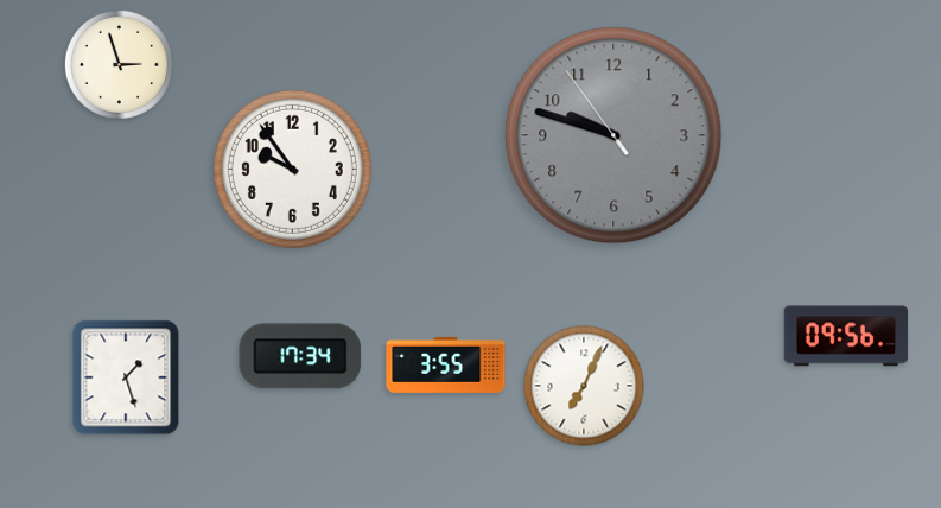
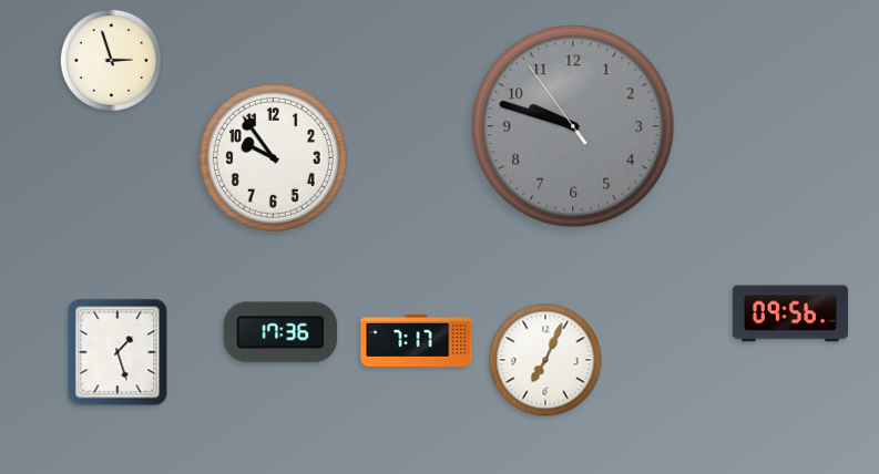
clock at (300, 356): 17:34 -> 17:36
clock at (446, 364): 3:55 -> 7:17
